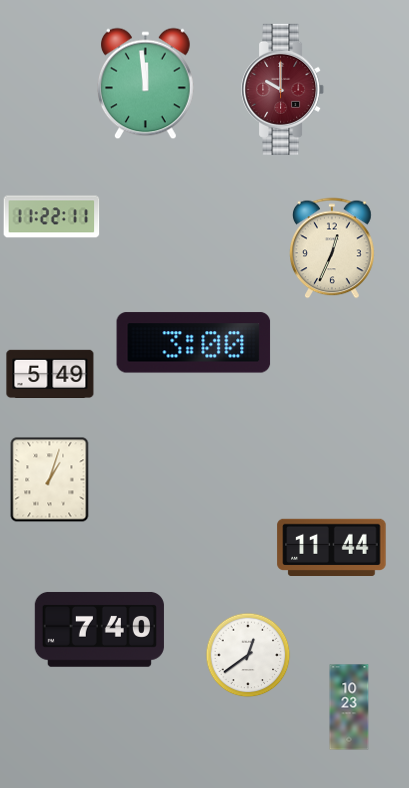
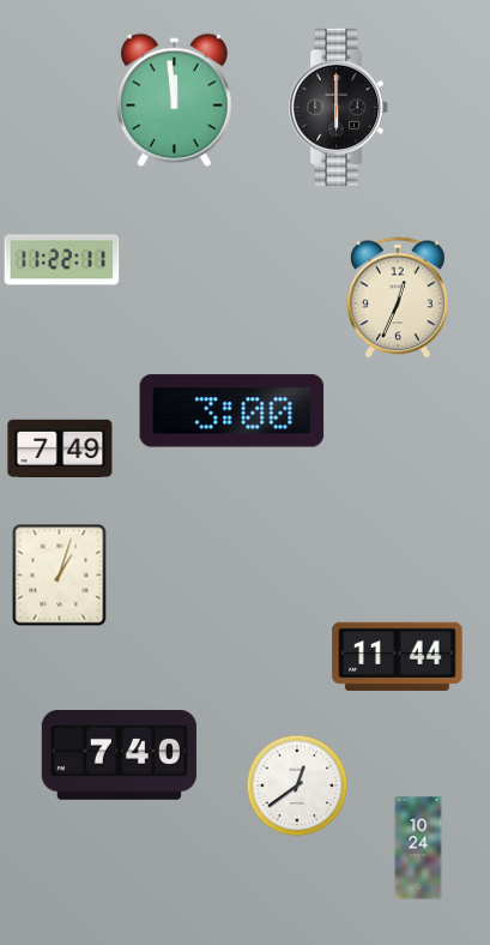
clock at (283, 89): 10:00 -> 6:00
clock at (283, 89) dial: burgundy -> black
clock at (50, 373): 5:49 -> 7:49
clock at (349, 707): 10:23 -> 10:24
